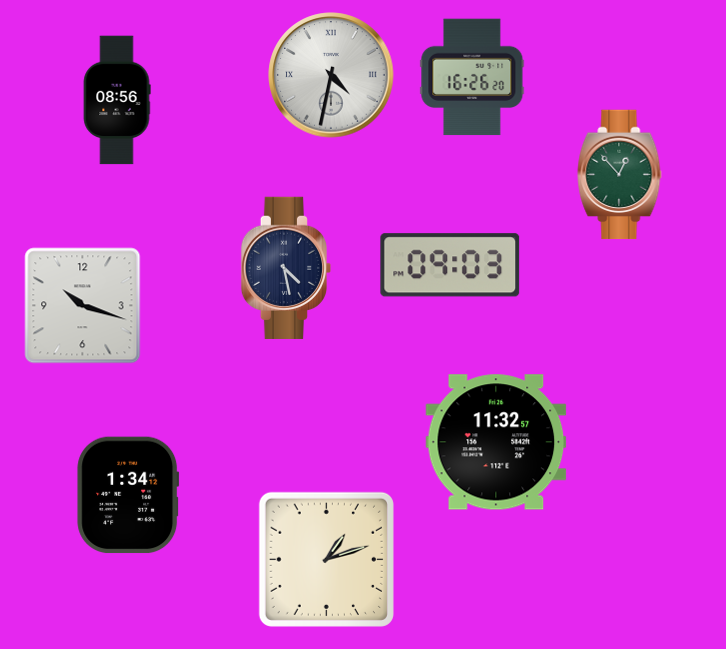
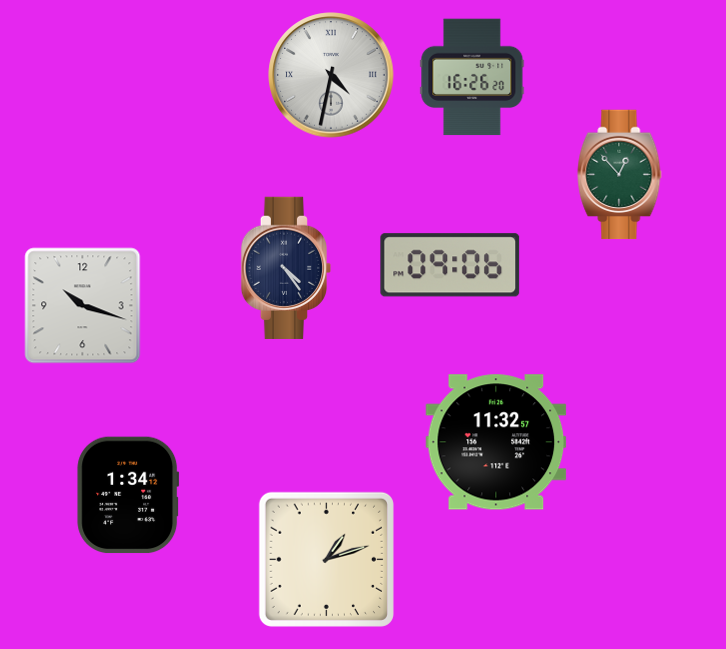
clock at (117, 100): 08:56 -> none
clock at (450, 265): 09:03 -> 09:06
clock at (285, 268): 4:28 -> 4:24
